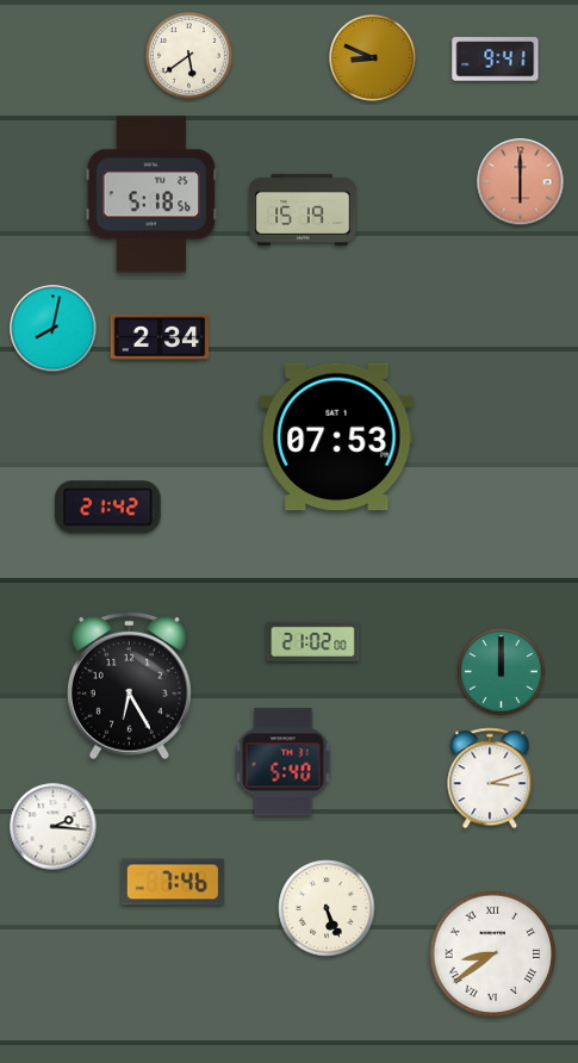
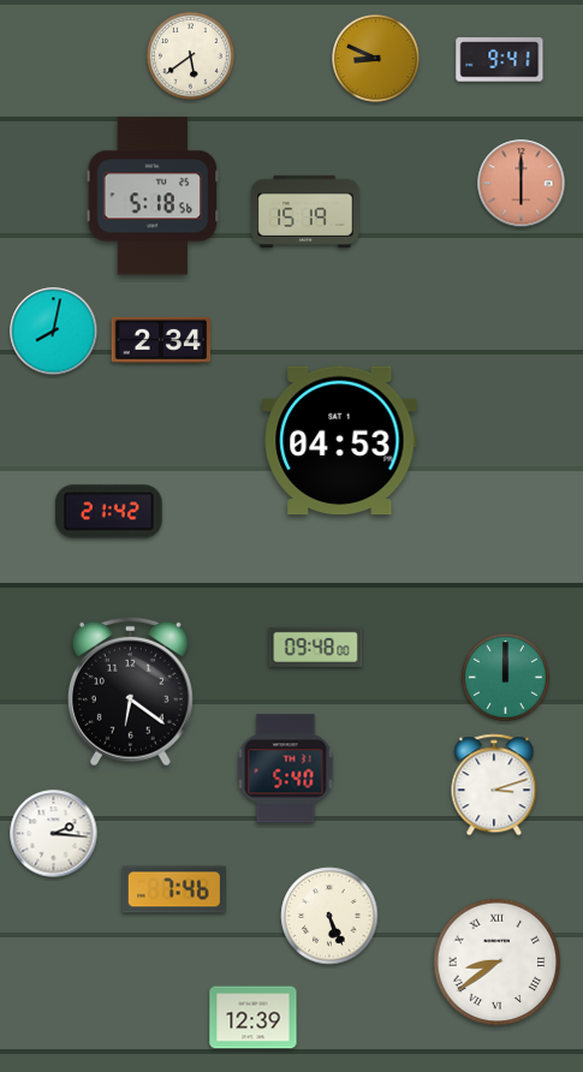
clock at (521, 182) position: (521, 182) -> (522, 184)
clock at (337, 437): 07:53 -> 04:53
clock at (313, 641): 21:02 -> 09:48
clock at (129, 685): 6:25 -> 6:21
clock at (254, 1018): none -> 12:39
